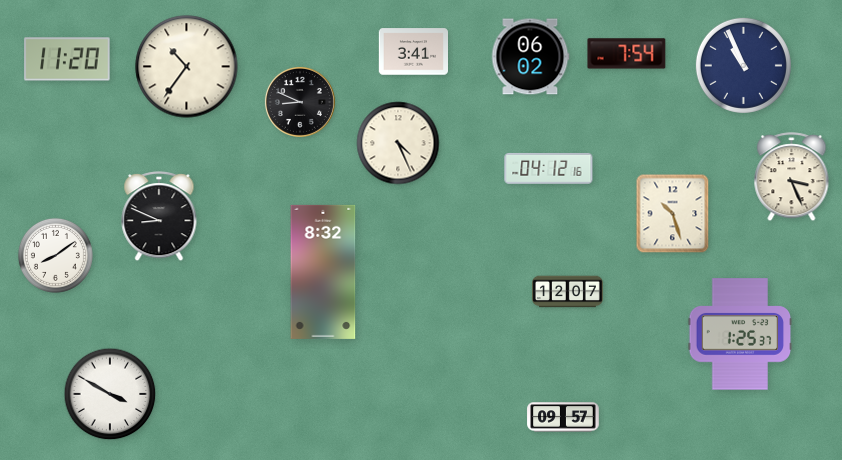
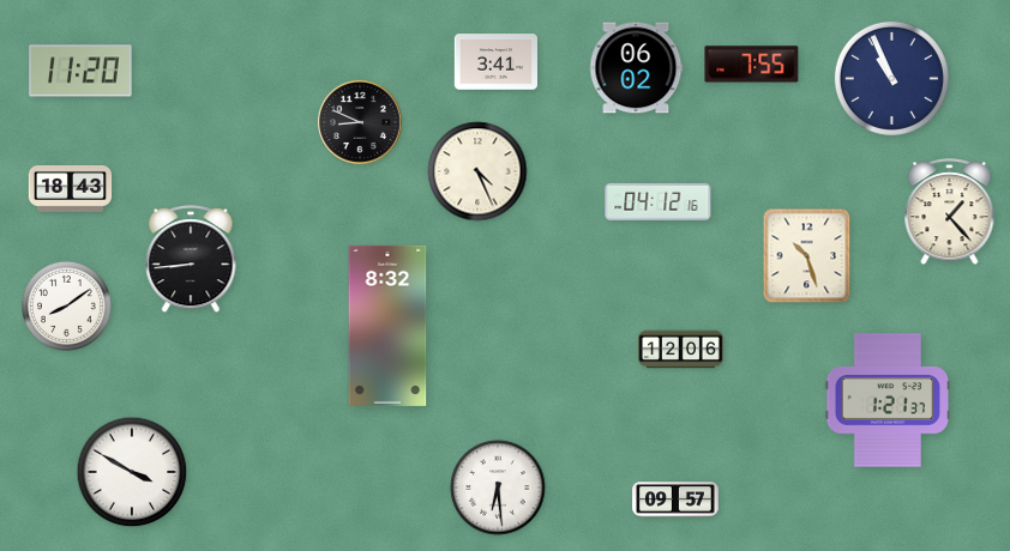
clock at (627, 54): 7:54 -> 7:55
clock at (187, 67): 10:36 -> none
clock at (71, 189): none -> 18:43
clock at (792, 177): 3:26 -> 1:23
clock at (159, 217): 8:49 -> 8:44
clock at (568, 292): 12:07 -> 12:06
clock at (740, 334): 1:25 -> 1:21
clock at (498, 488): none -> 6:29
